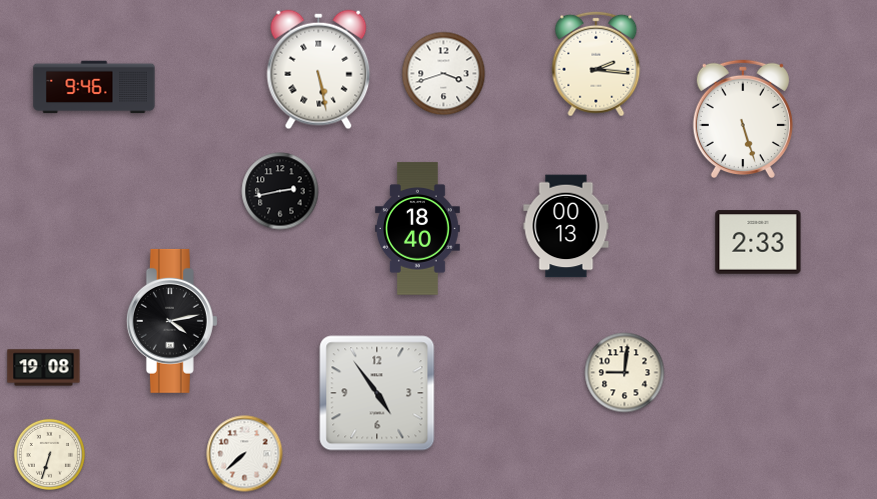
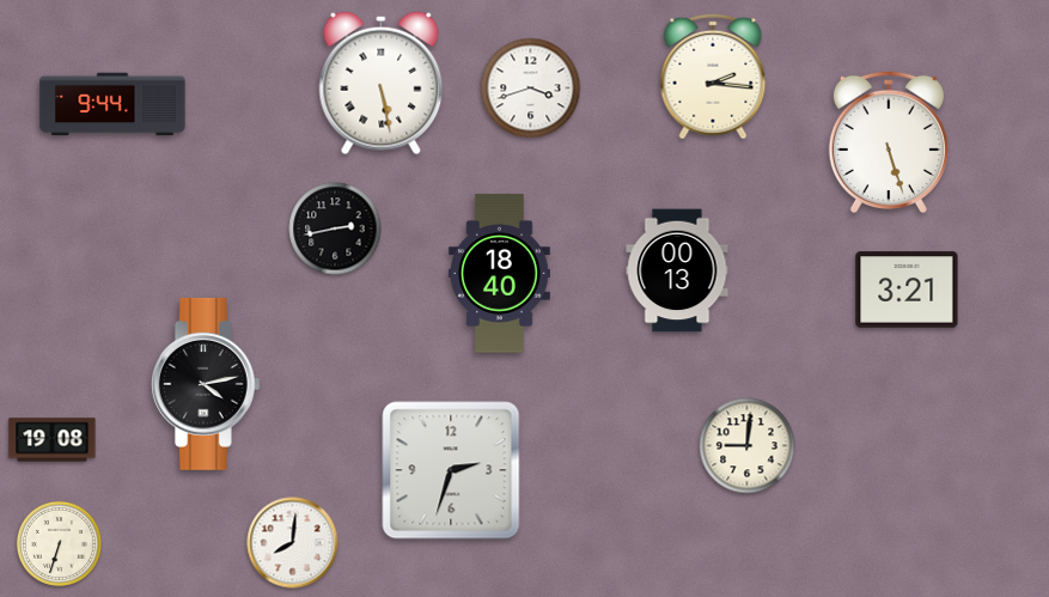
clock at (94, 87): 9:46 -> 9:44
clock at (758, 242): 2:33 -> 3:21
clock at (377, 393): 4:54 -> 2:33
clock at (245, 454): 7:38 -> 8:01
